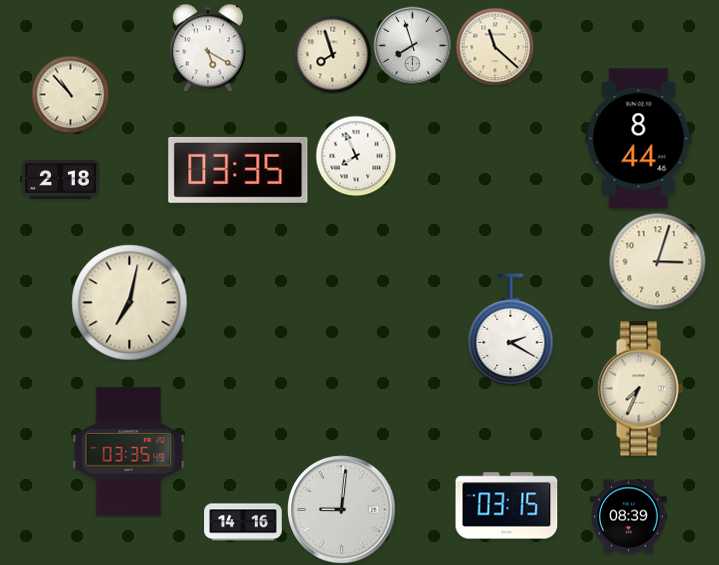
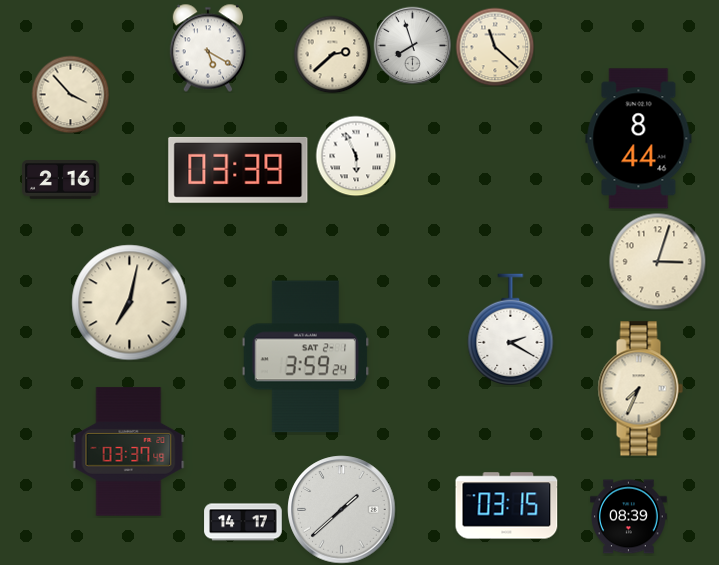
clock at (332, 54): 7:57 -> 2:38
clock at (70, 94): 10:53 -> 3:53
clock at (356, 156): 7:56 -> 5:56
clock at (238, 170): 03:35 -> 03:39
clock at (61, 180): 2:18 -> 2:16
clock at (306, 357): none -> 3:59
clock at (129, 452): 03:35 -> 03:37
clock at (342, 510): 9:01 -> 1:38
clock at (243, 522): 14:16 -> 14:17
